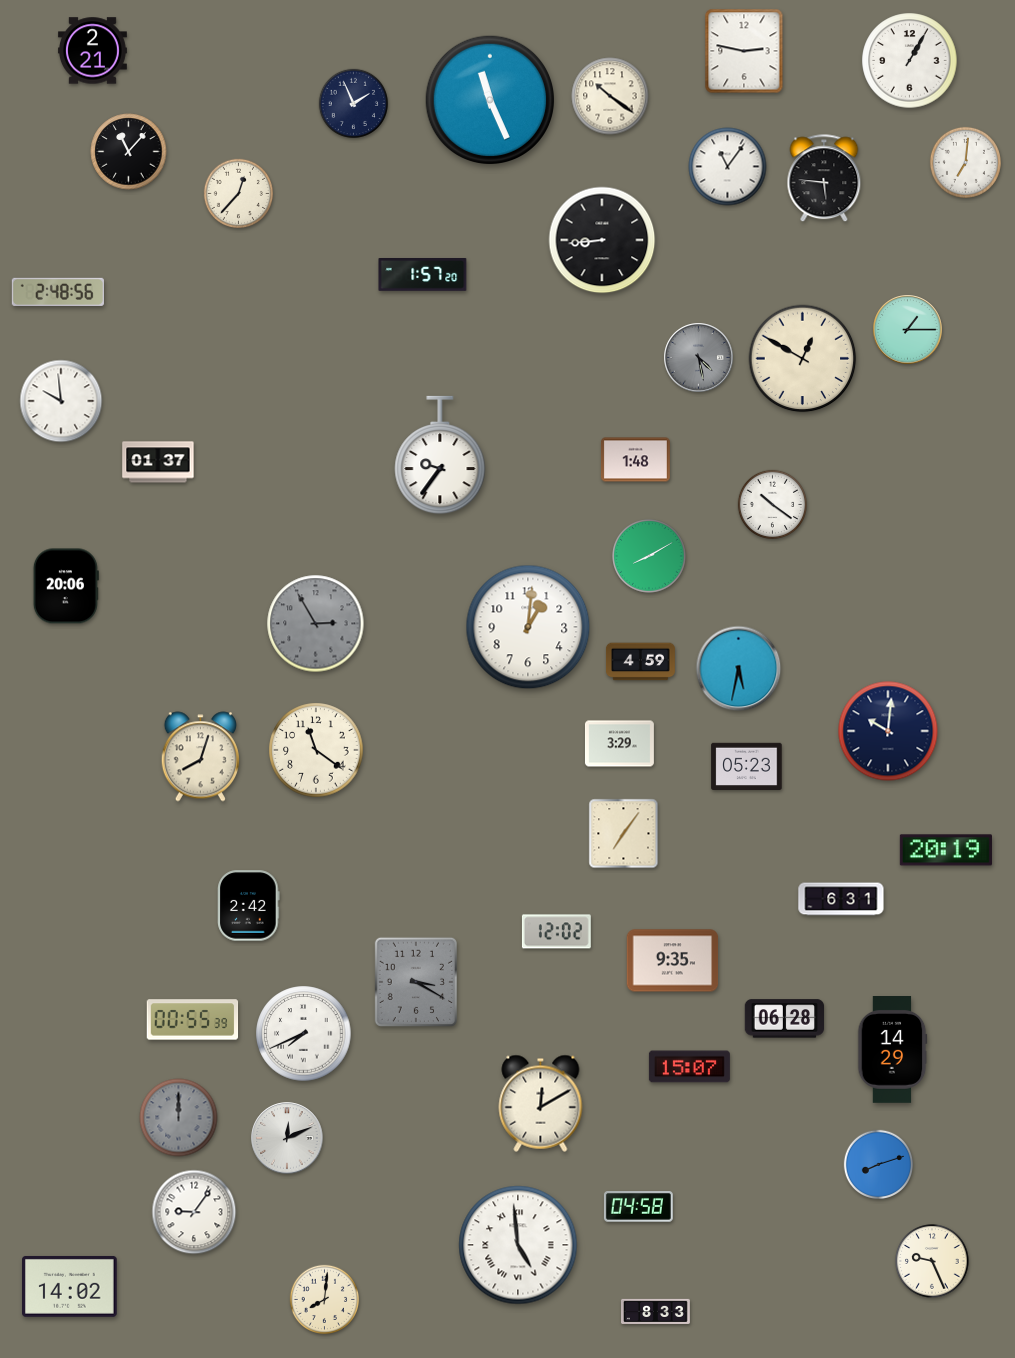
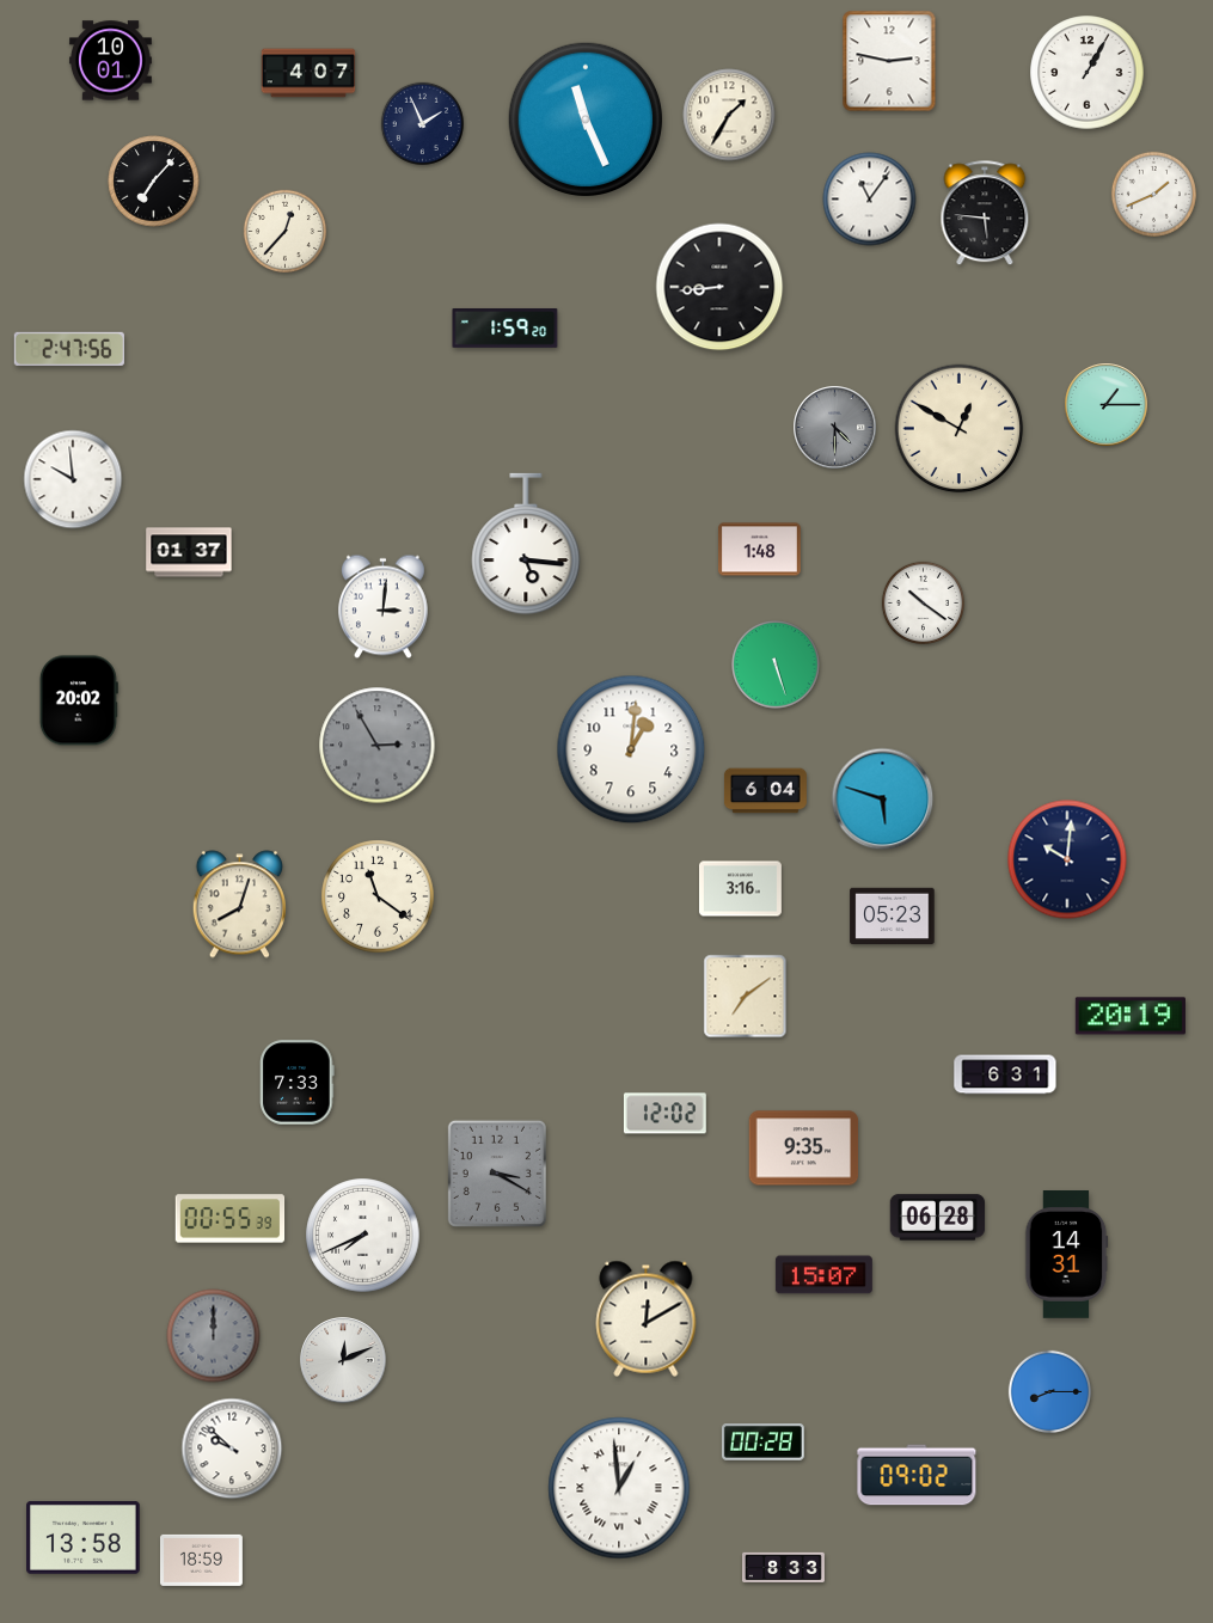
clock at (92, 51): 2:21 -> 10:01
clock at (308, 73): none -> 4:07
clock at (610, 96): 10:21 -> 1:35
clock at (129, 152): 11:07 -> 7:07
clock at (965, 162): 7:01 -> 1:41
clock at (423, 275): 1:57 -> 1:59
clock at (58, 292): 2:48 -> 2:47
clock at (908, 330) position: (908, 330) -> (1107, 405)
clock at (699, 358): 4:28 -> 4:30
clock at (440, 455): 9:36 -> 5:16
clock at (382, 607): none -> 3:01
clock at (649, 556): 8:10 -> 5:27
clock at (66, 586): 20:06 -> 20:02
clock at (640, 662): 4:59 -> 6:04
clock at (739, 669): 5:32 -> 5:48
clock at (888, 731) position: (888, 731) -> (1067, 859)
clock at (619, 744): 3:29 -> 3:16
clock at (624, 834): 7:06 -> 7:09
clock at (249, 906): 2:42 -> 7:33
clock at (892, 1050): 14:29 -> 14:31
clock at (879, 1165): 8:12 -> 8:15
clock at (638, 1207): 04:58 -> 00:28
clock at (194, 1212): 9:06 -> 9:52
clock at (917, 1475): none -> 09:02
clock at (518, 1245): 4:59 -> 12:59
clock at (932, 1261): 9:26 -> none
clock at (70, 1286): 14:02 -> 13:58
clock at (325, 1300): 8:01 -> none
clock at (201, 1560): none -> 18:59
